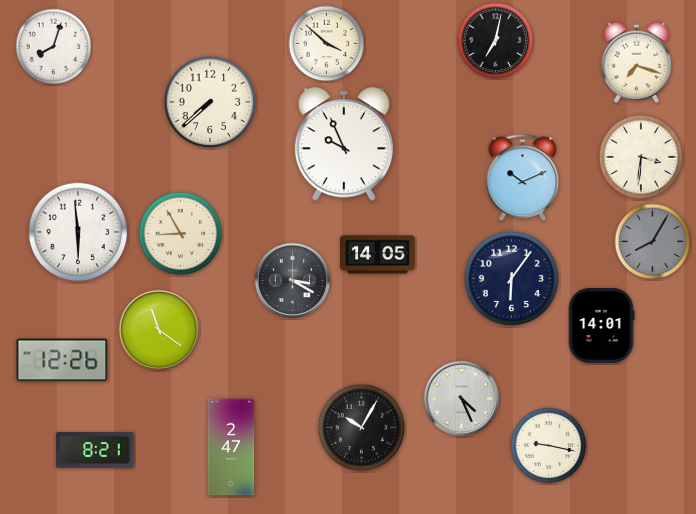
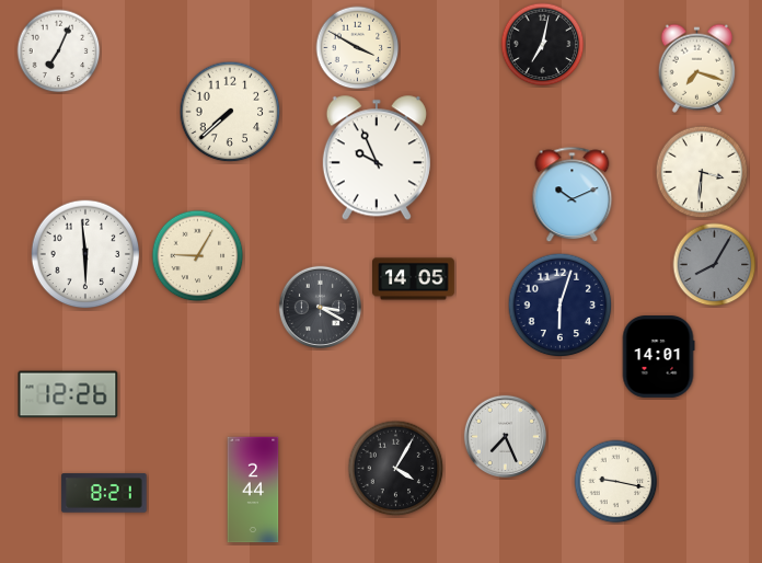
clock at (327, 44): 3:52 -> 3:50
clock at (54, 47): 8:03 -> 7:04
clock at (181, 234): 8:55 -> 9:05
clock at (512, 279): 6:06 -> 6:03
clock at (159, 330): 11:21 -> none
clock at (461, 398): 4:26 -> 7:26
clock at (362, 428): 10:05 -> 4:05
clock at (549, 446) position: (549, 446) -> (616, 482)
clock at (231, 447): 2:47 -> 2:44
